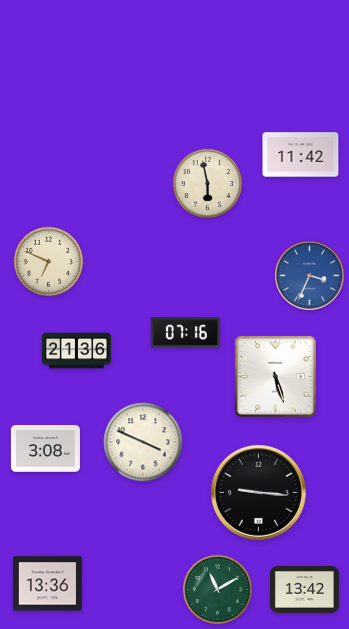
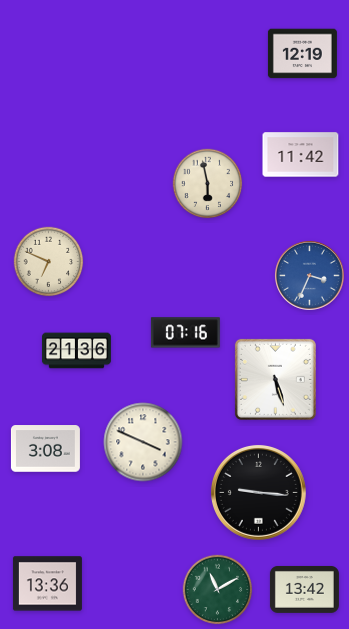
clock at (302, 54): none -> 12:19
clock at (275, 376) position: (275, 376) -> (275, 379)
